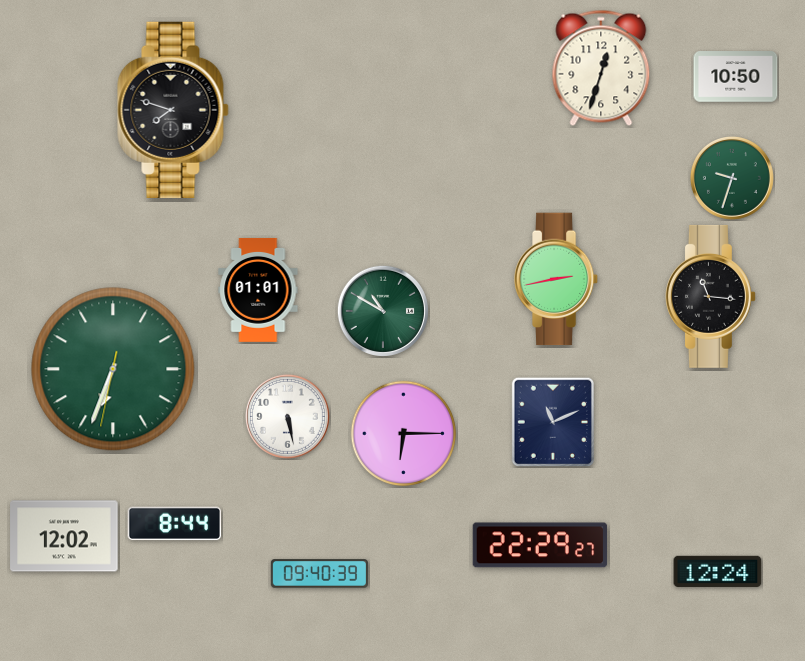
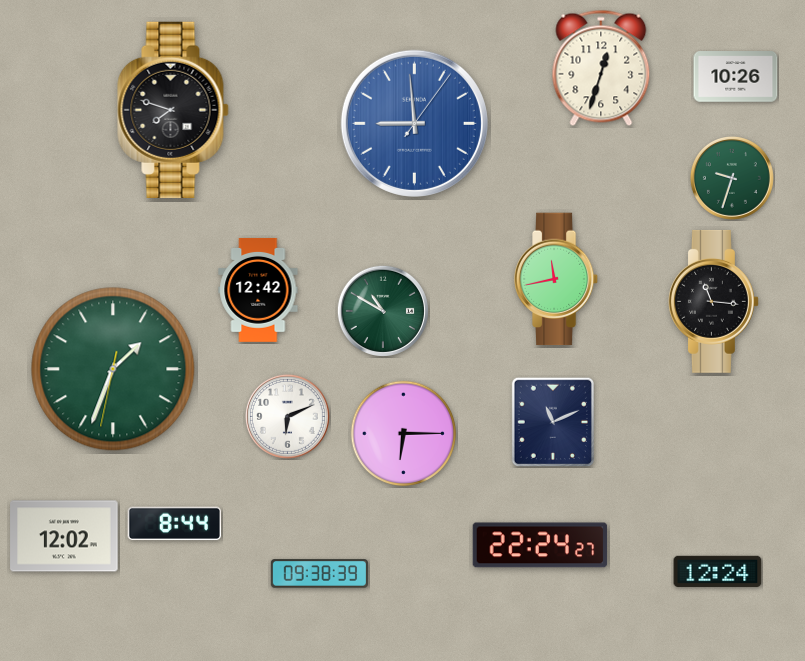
clock at (736, 77): 10:50 -> 10:26
clock at (414, 123): none -> 8:59
clock at (556, 279): 2:43 -> 11:43
clock at (258, 290): 01:01 -> 12:42
clock at (710, 296) position: (710, 296) -> (713, 301)
clock at (113, 369): 6:33 -> 1:33
clock at (287, 416): 5:28 -> 6:11
clock at (540, 545): 22:29 -> 22:24
clock at (319, 574): 09:40 -> 09:38
